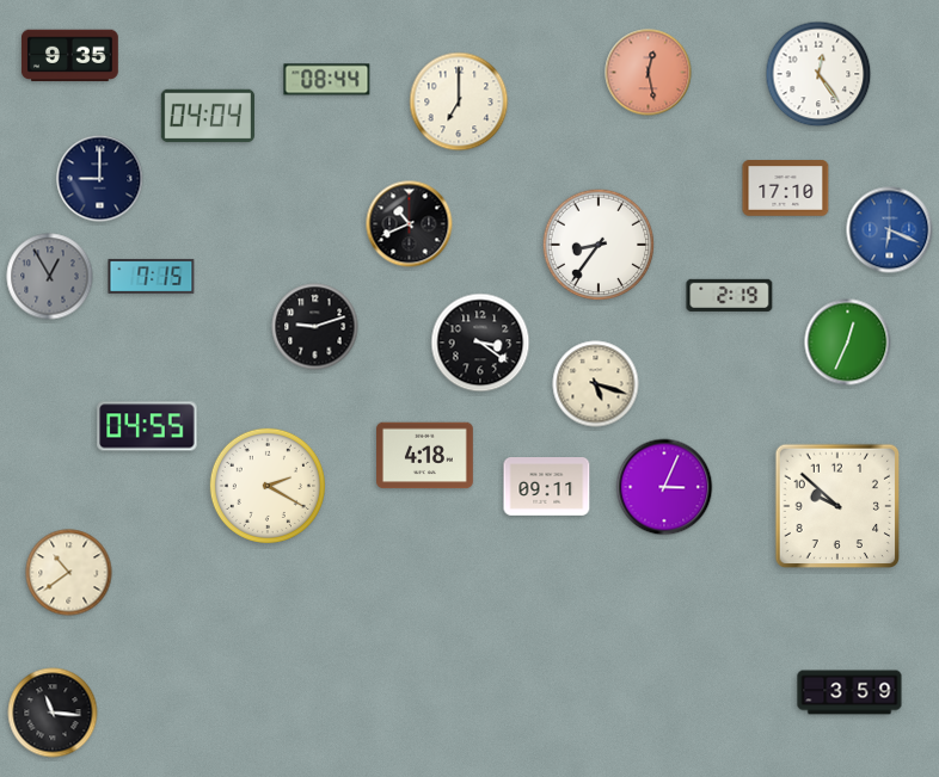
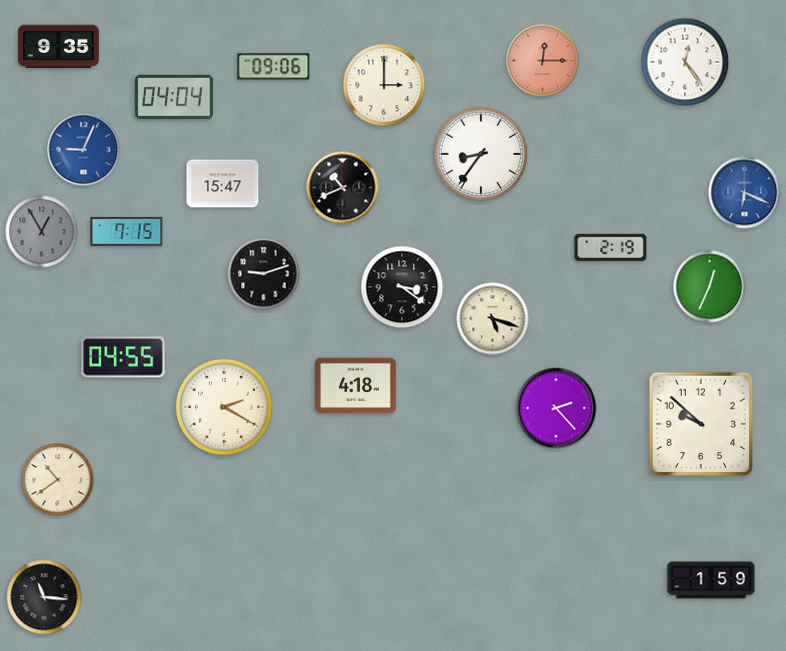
clock at (649, 73): 12:28 -> 12:15
clock at (327, 80): 08:44 -> 09:06
clock at (459, 101): 7:00 -> 3:00
clock at (100, 179): 9:00 -> 9:04
clock at (100, 179) dial: navy -> blue
clock at (786, 189): 17:10 -> none
clock at (223, 184): none -> 15:47
clock at (599, 245) position: (599, 245) -> (481, 154)
clock at (596, 384) position: (596, 384) -> (493, 319)
clock at (425, 456) position: (425, 456) -> (356, 386)
clock at (547, 487): 09:11 -> none
clock at (664, 487): 3:04 -> 2:23
clock at (849, 692): 3:59 -> 1:59
